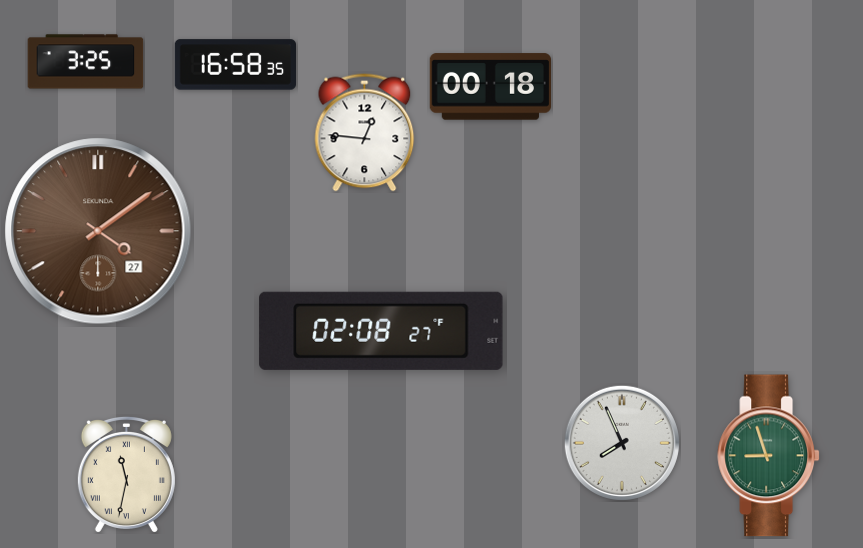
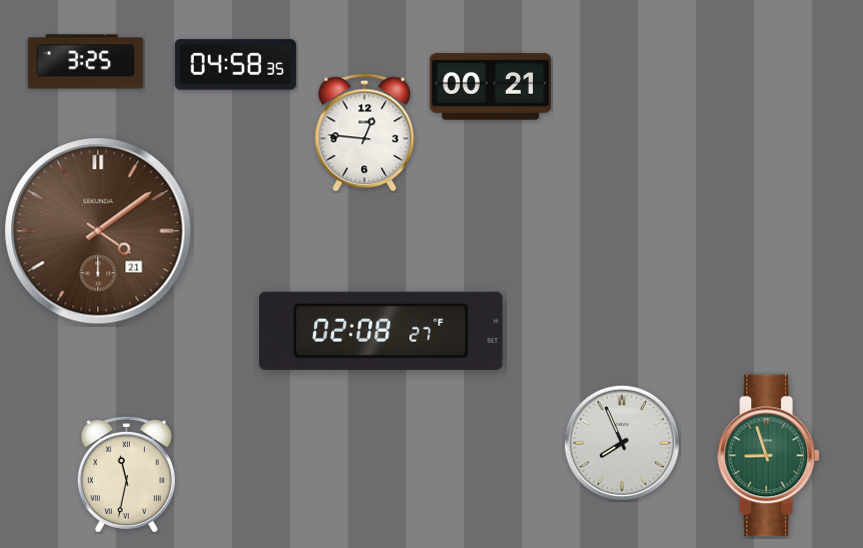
clock at (235, 65): 16:58 -> 04:58
clock at (490, 87): 00:18 -> 00:21
clock at (98, 231) date: 27 -> 21
